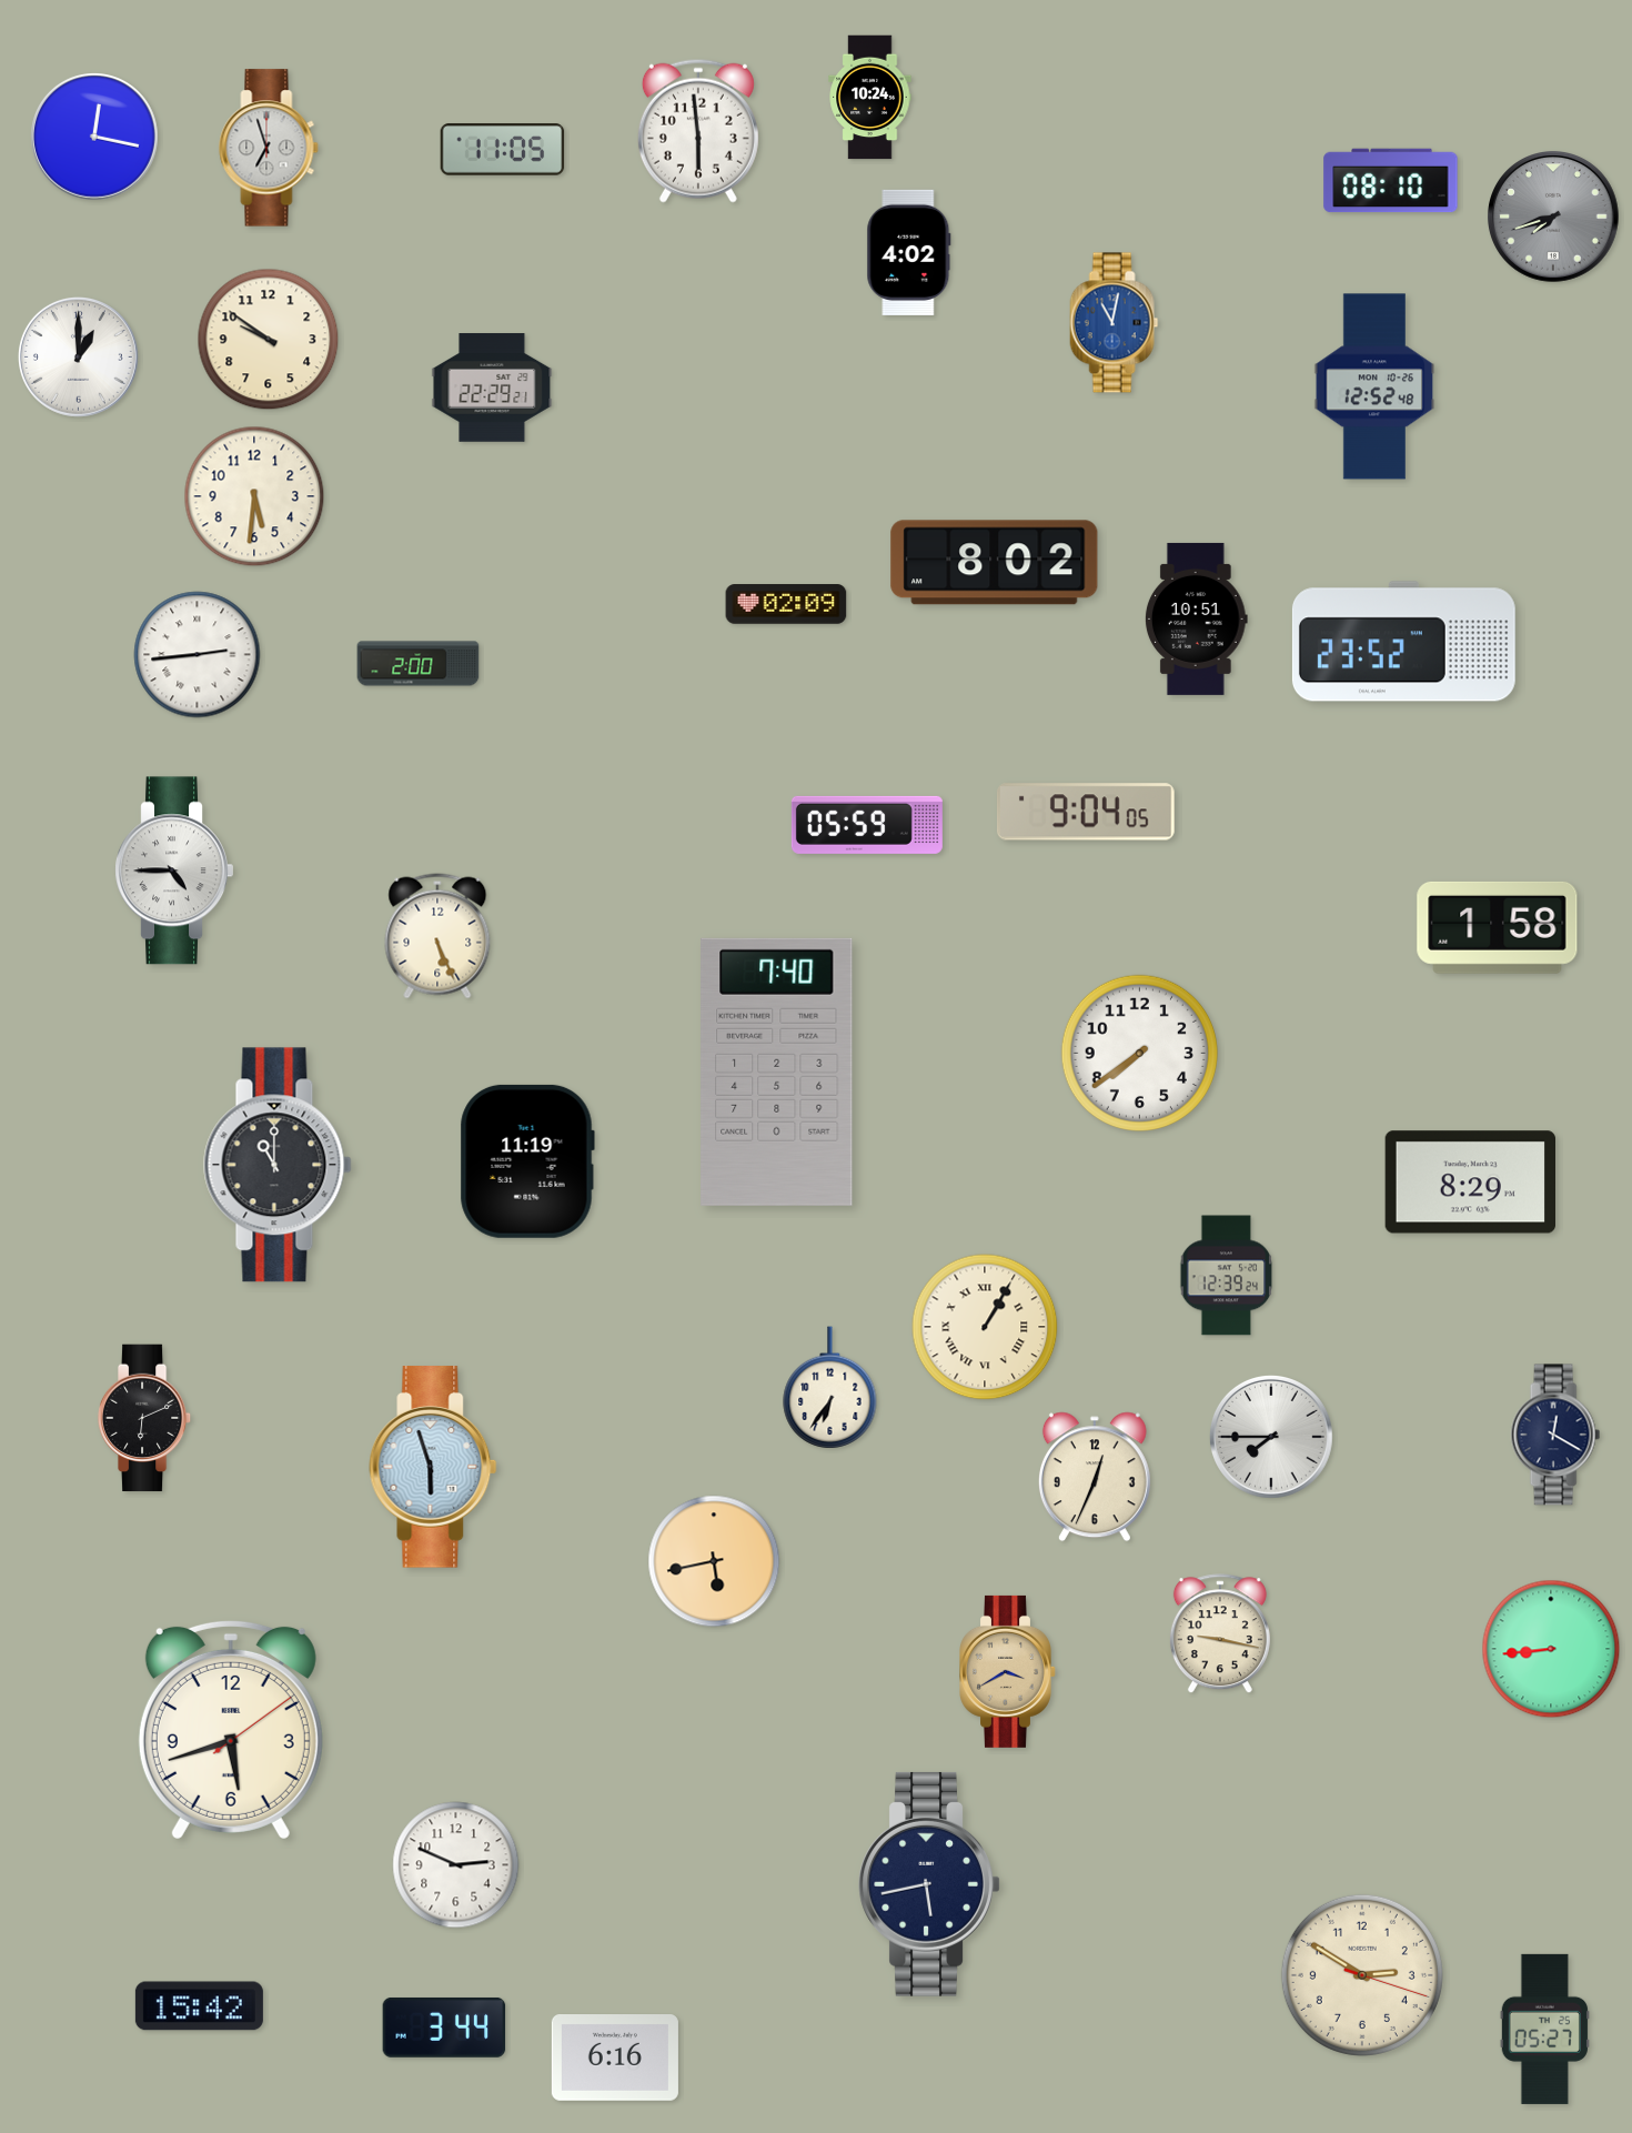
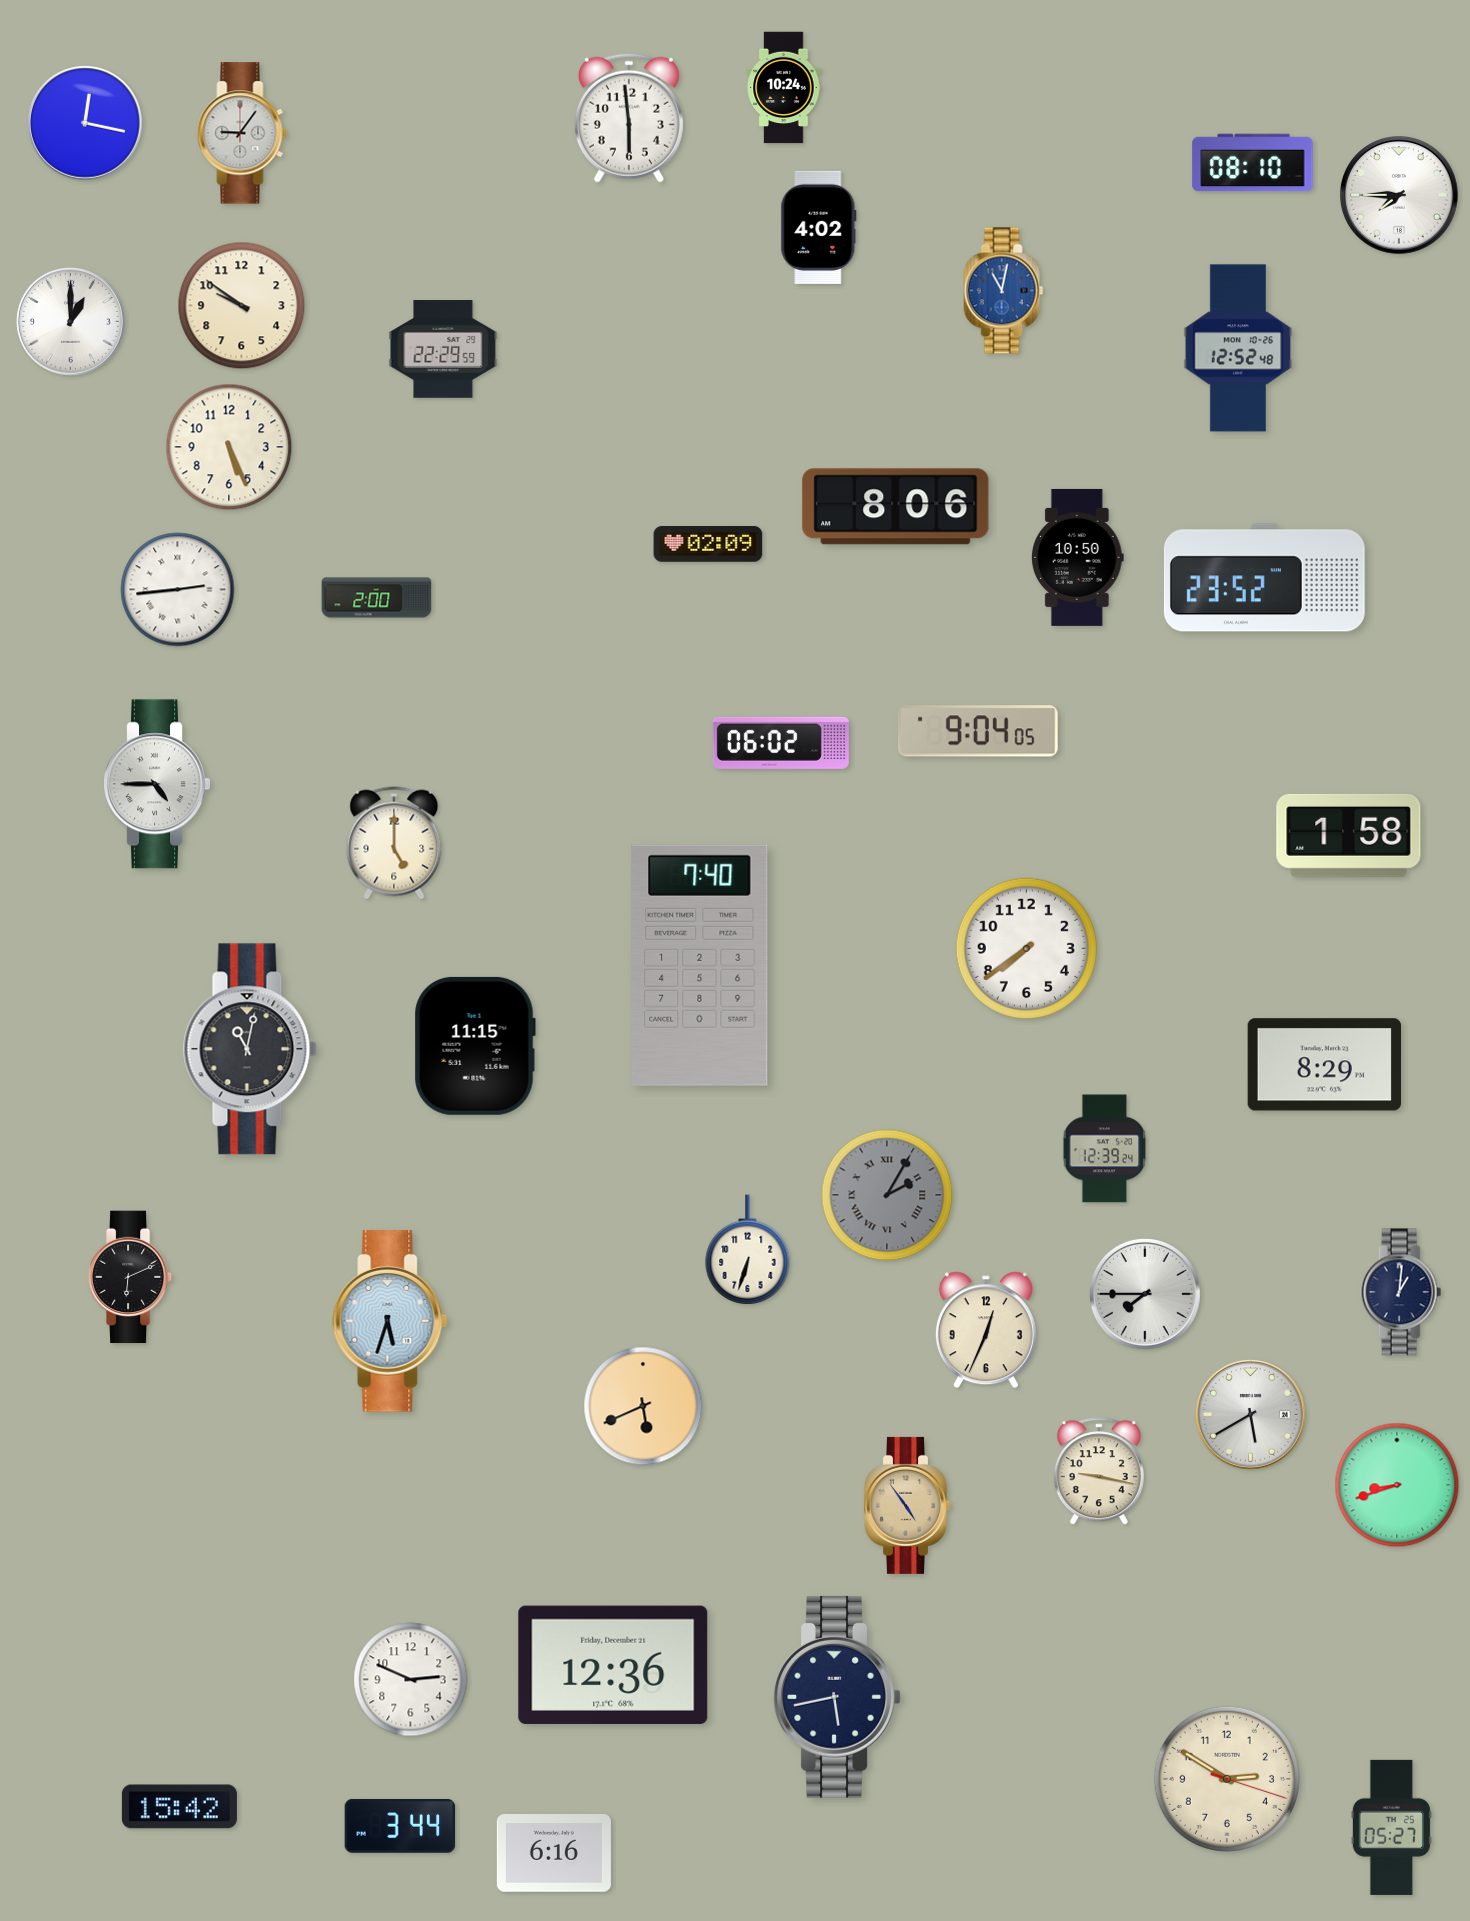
clock at (269, 148): 6:57 -> 9:06
clock at (503, 150): 11:05 -> none
clock at (1554, 218): 7:42 -> 7:45
clock at (1554, 218) dial: grey -> white
clock at (492, 388): 22:29:21 -> 22:29:59
clock at (254, 496): 5:31 -> 5:26
clock at (995, 563): 8:02 -> 8:06
clock at (1196, 618): 10:51 -> 10:50
clock at (867, 825): 05:59 -> 06:02
clock at (437, 936): 5:26 -> 5:00
clock at (527, 1161): 11:19 -> 11:15
clock at (278, 1165): 11:00 -> 11:02
clock at (985, 1327): 1:05 -> 2:05
clock at (985, 1327) dial: cream -> grey
clock at (830, 1388): 6:36 -> 6:33
clock at (1555, 1435): 12:20 -> 1:01
clock at (433, 1468): 5:57 -> 5:33
clock at (714, 1561): 5:43 -> 5:41
clock at (1250, 1414): none -> 5:40
clock at (1551, 1649): 8:44 -> 8:42
clock at (1008, 1671): 3:40 -> 4:54
clock at (231, 1730): 5:42 -> none
clock at (613, 1665): none -> 12:36
